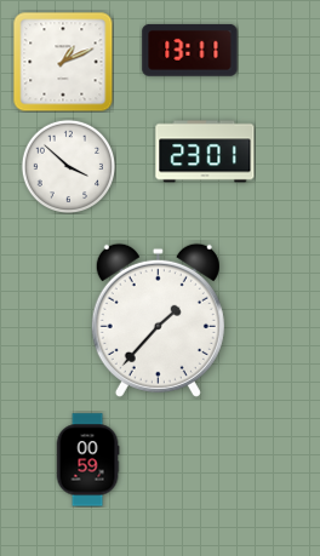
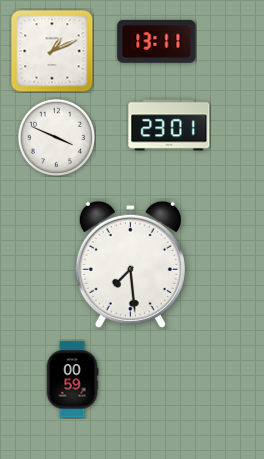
clock at (68, 166): 3:52 -> 3:49
clock at (158, 320): 1:37 -> 7:29
